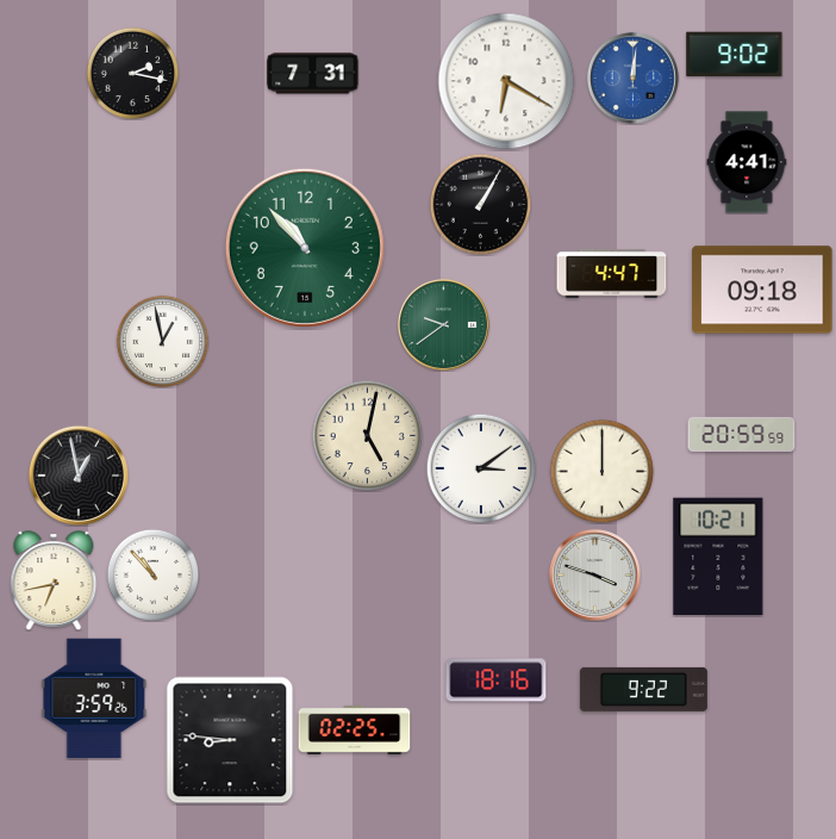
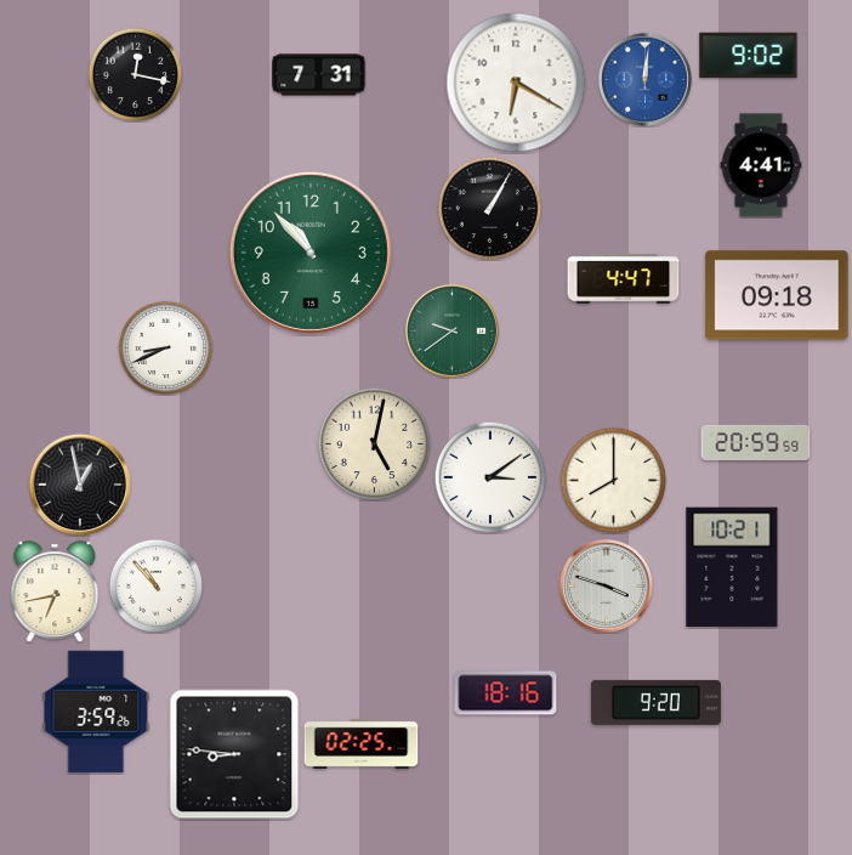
clock at (132, 73): 2:17 -> 12:17
clock at (162, 341): 12:58 -> 8:41
clock at (601, 471): 12:00 -> 8:00
clock at (643, 689): 9:22 -> 9:20
